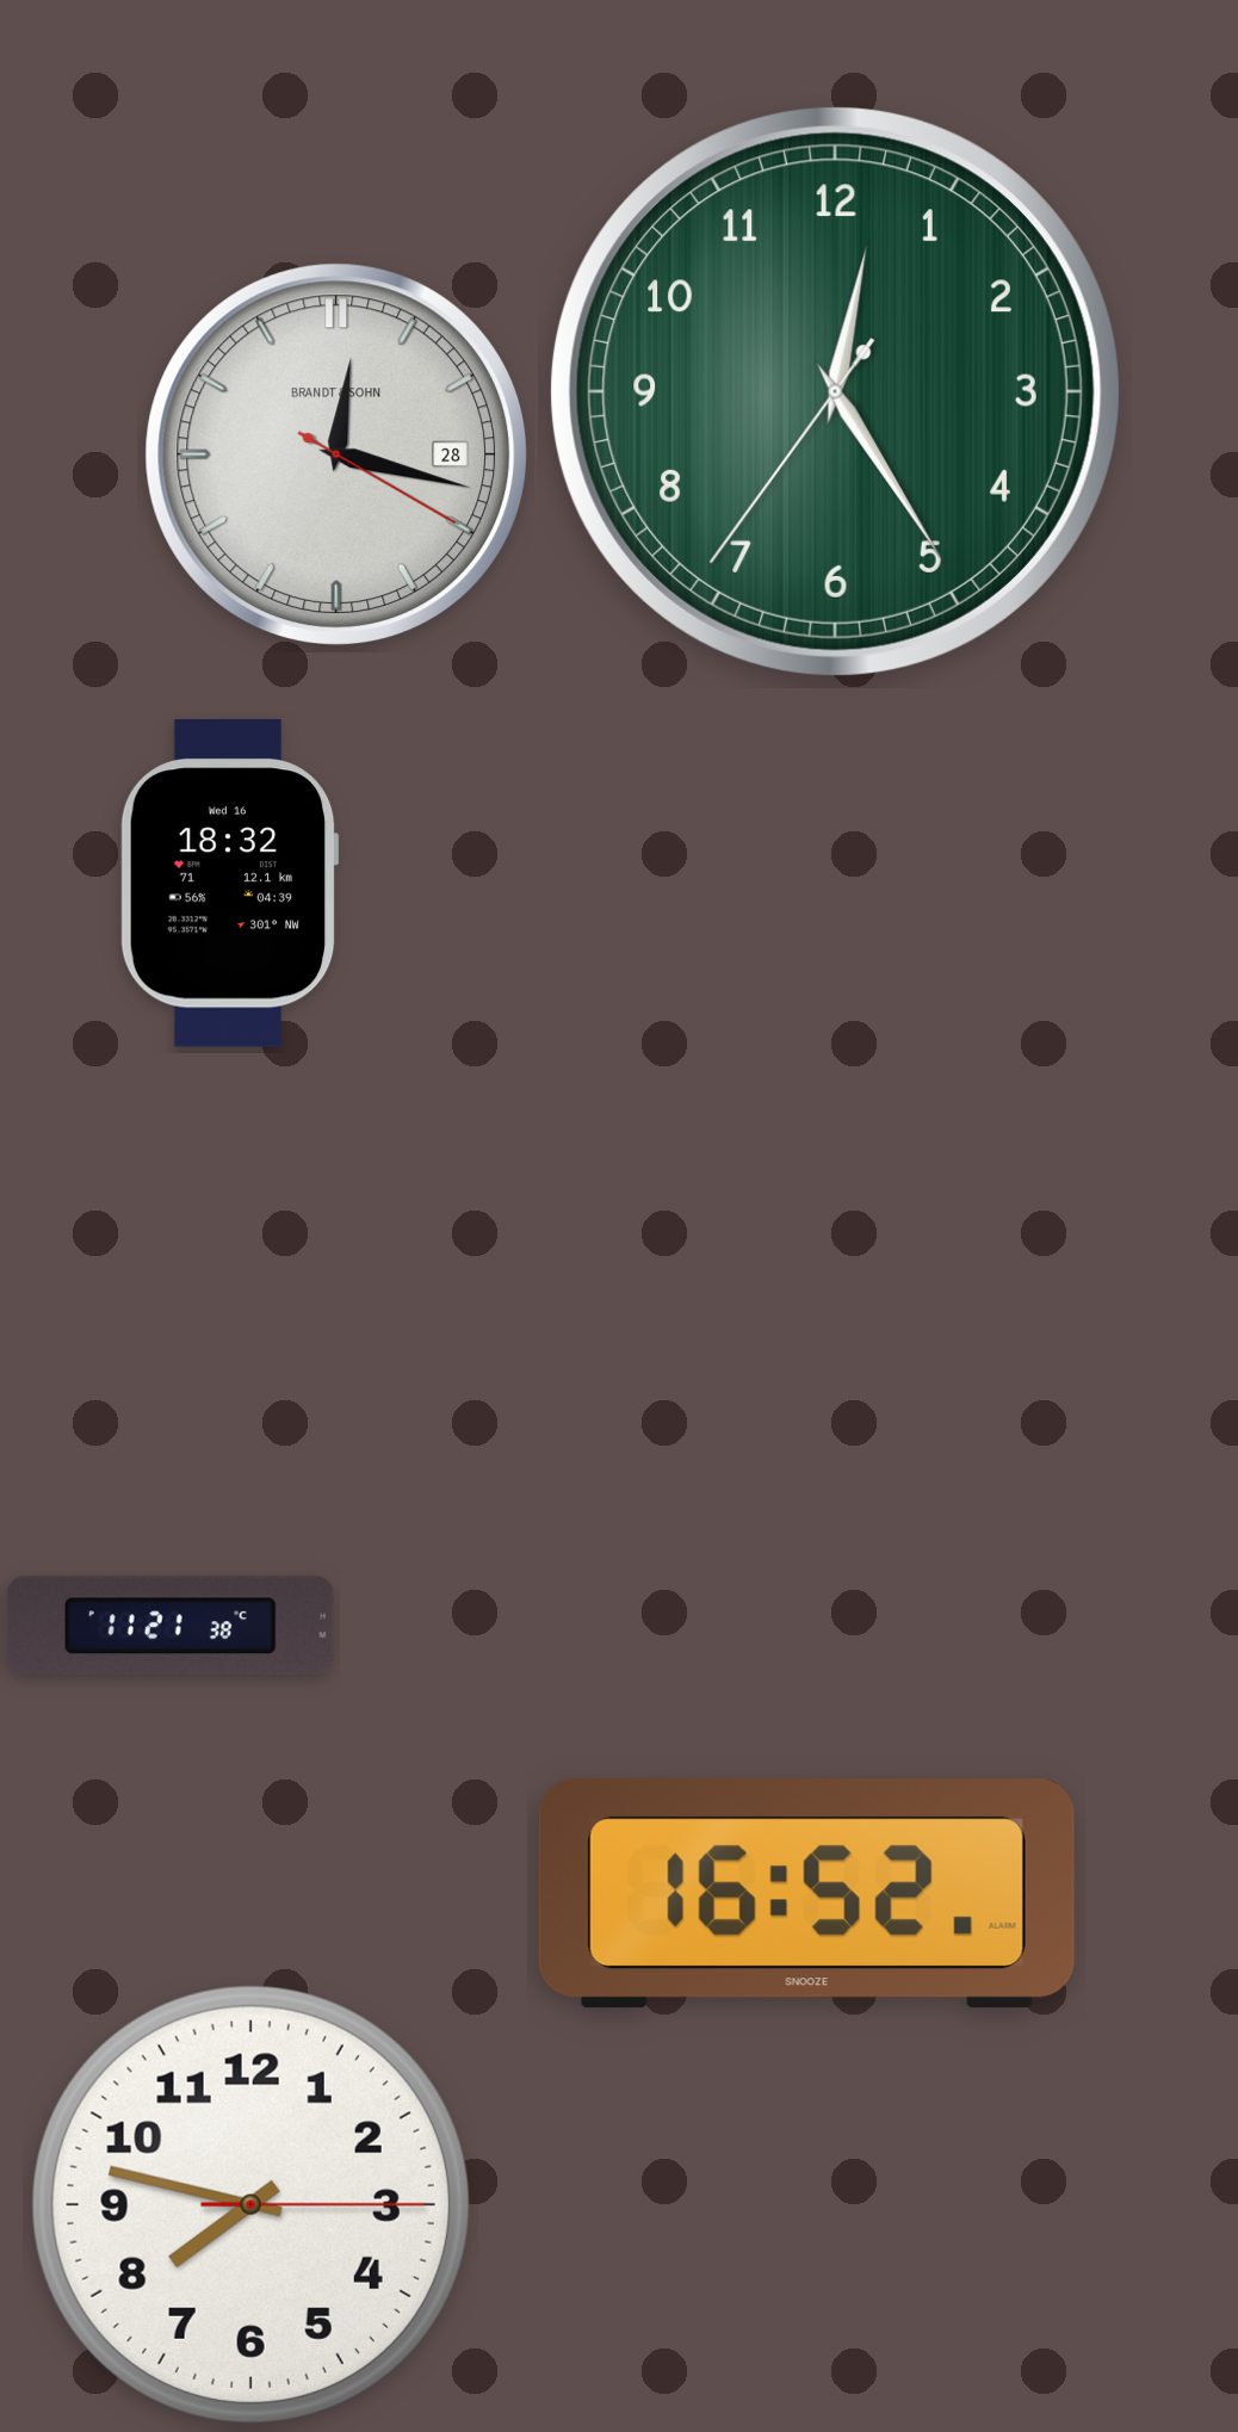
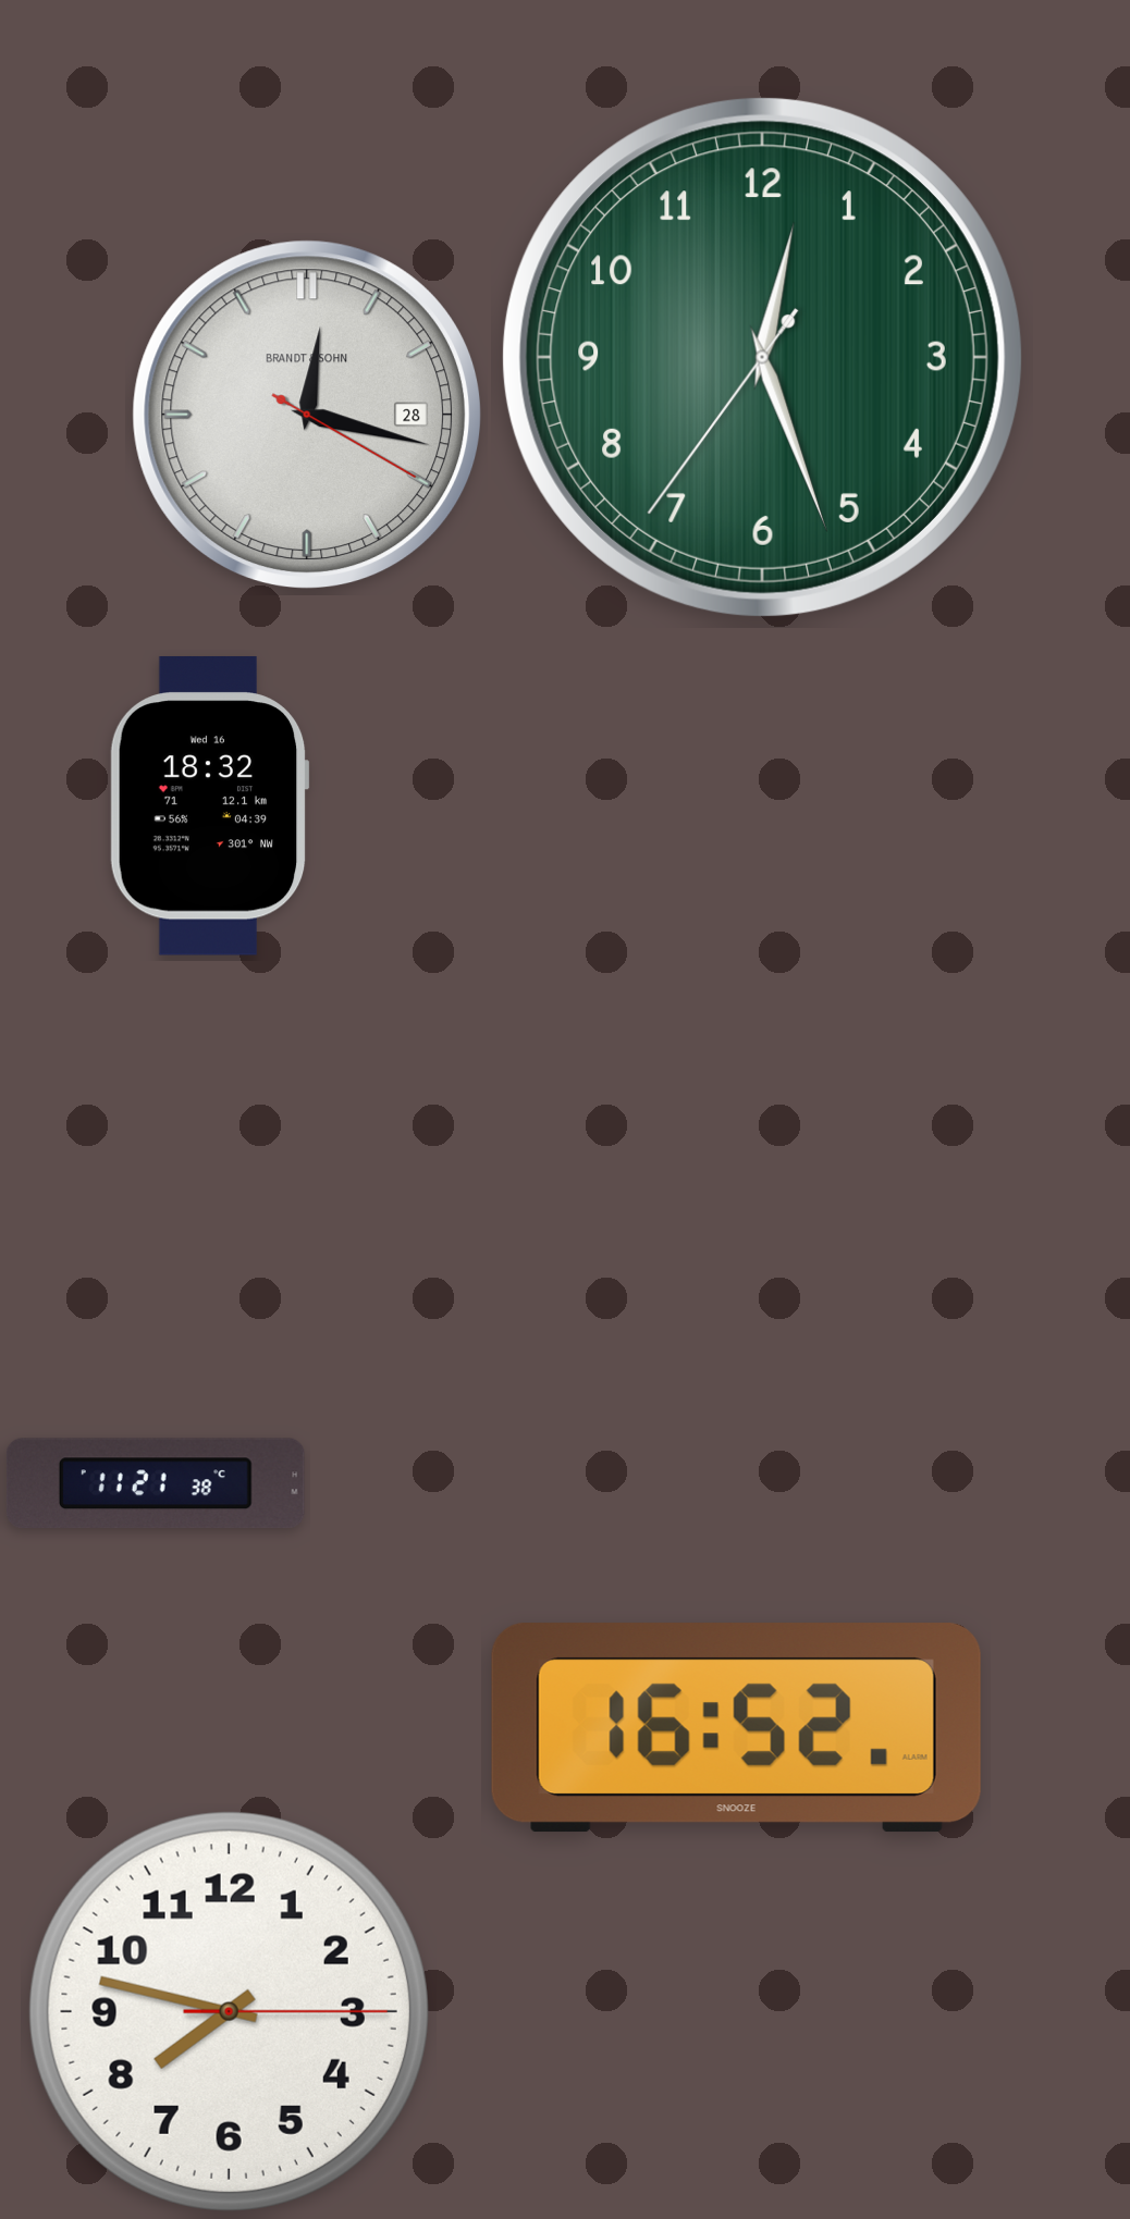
clock at (835, 391): 12:24 -> 12:26
